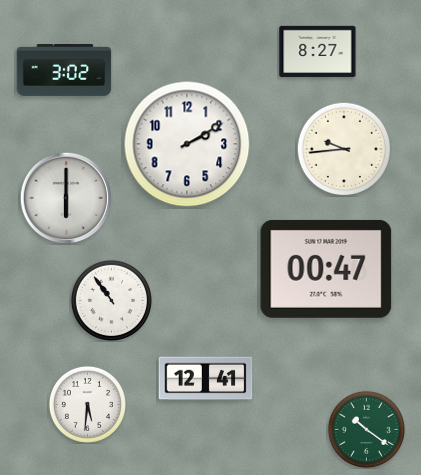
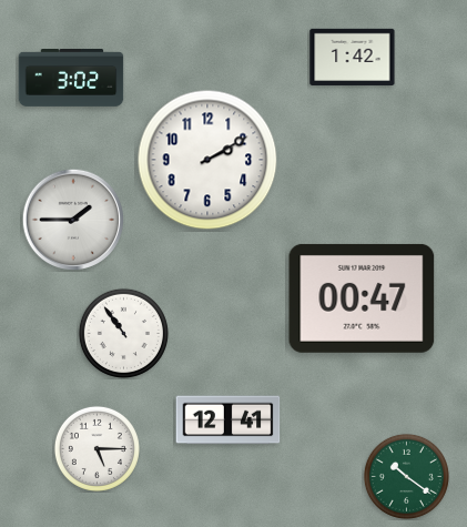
clock at (318, 51): 8:27 -> 1:42
clock at (344, 149): 9:44 -> none
clock at (66, 198): 6:00 -> 1:45
clock at (87, 404): 5:31 -> 5:15
